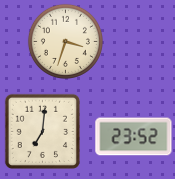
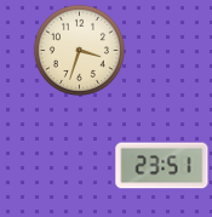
clock at (42, 131): 7:01 -> none
clock at (134, 137): 23:52 -> 23:51
